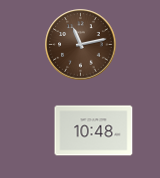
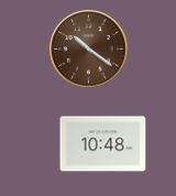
clock at (81, 45): 11:13 -> 10:21
